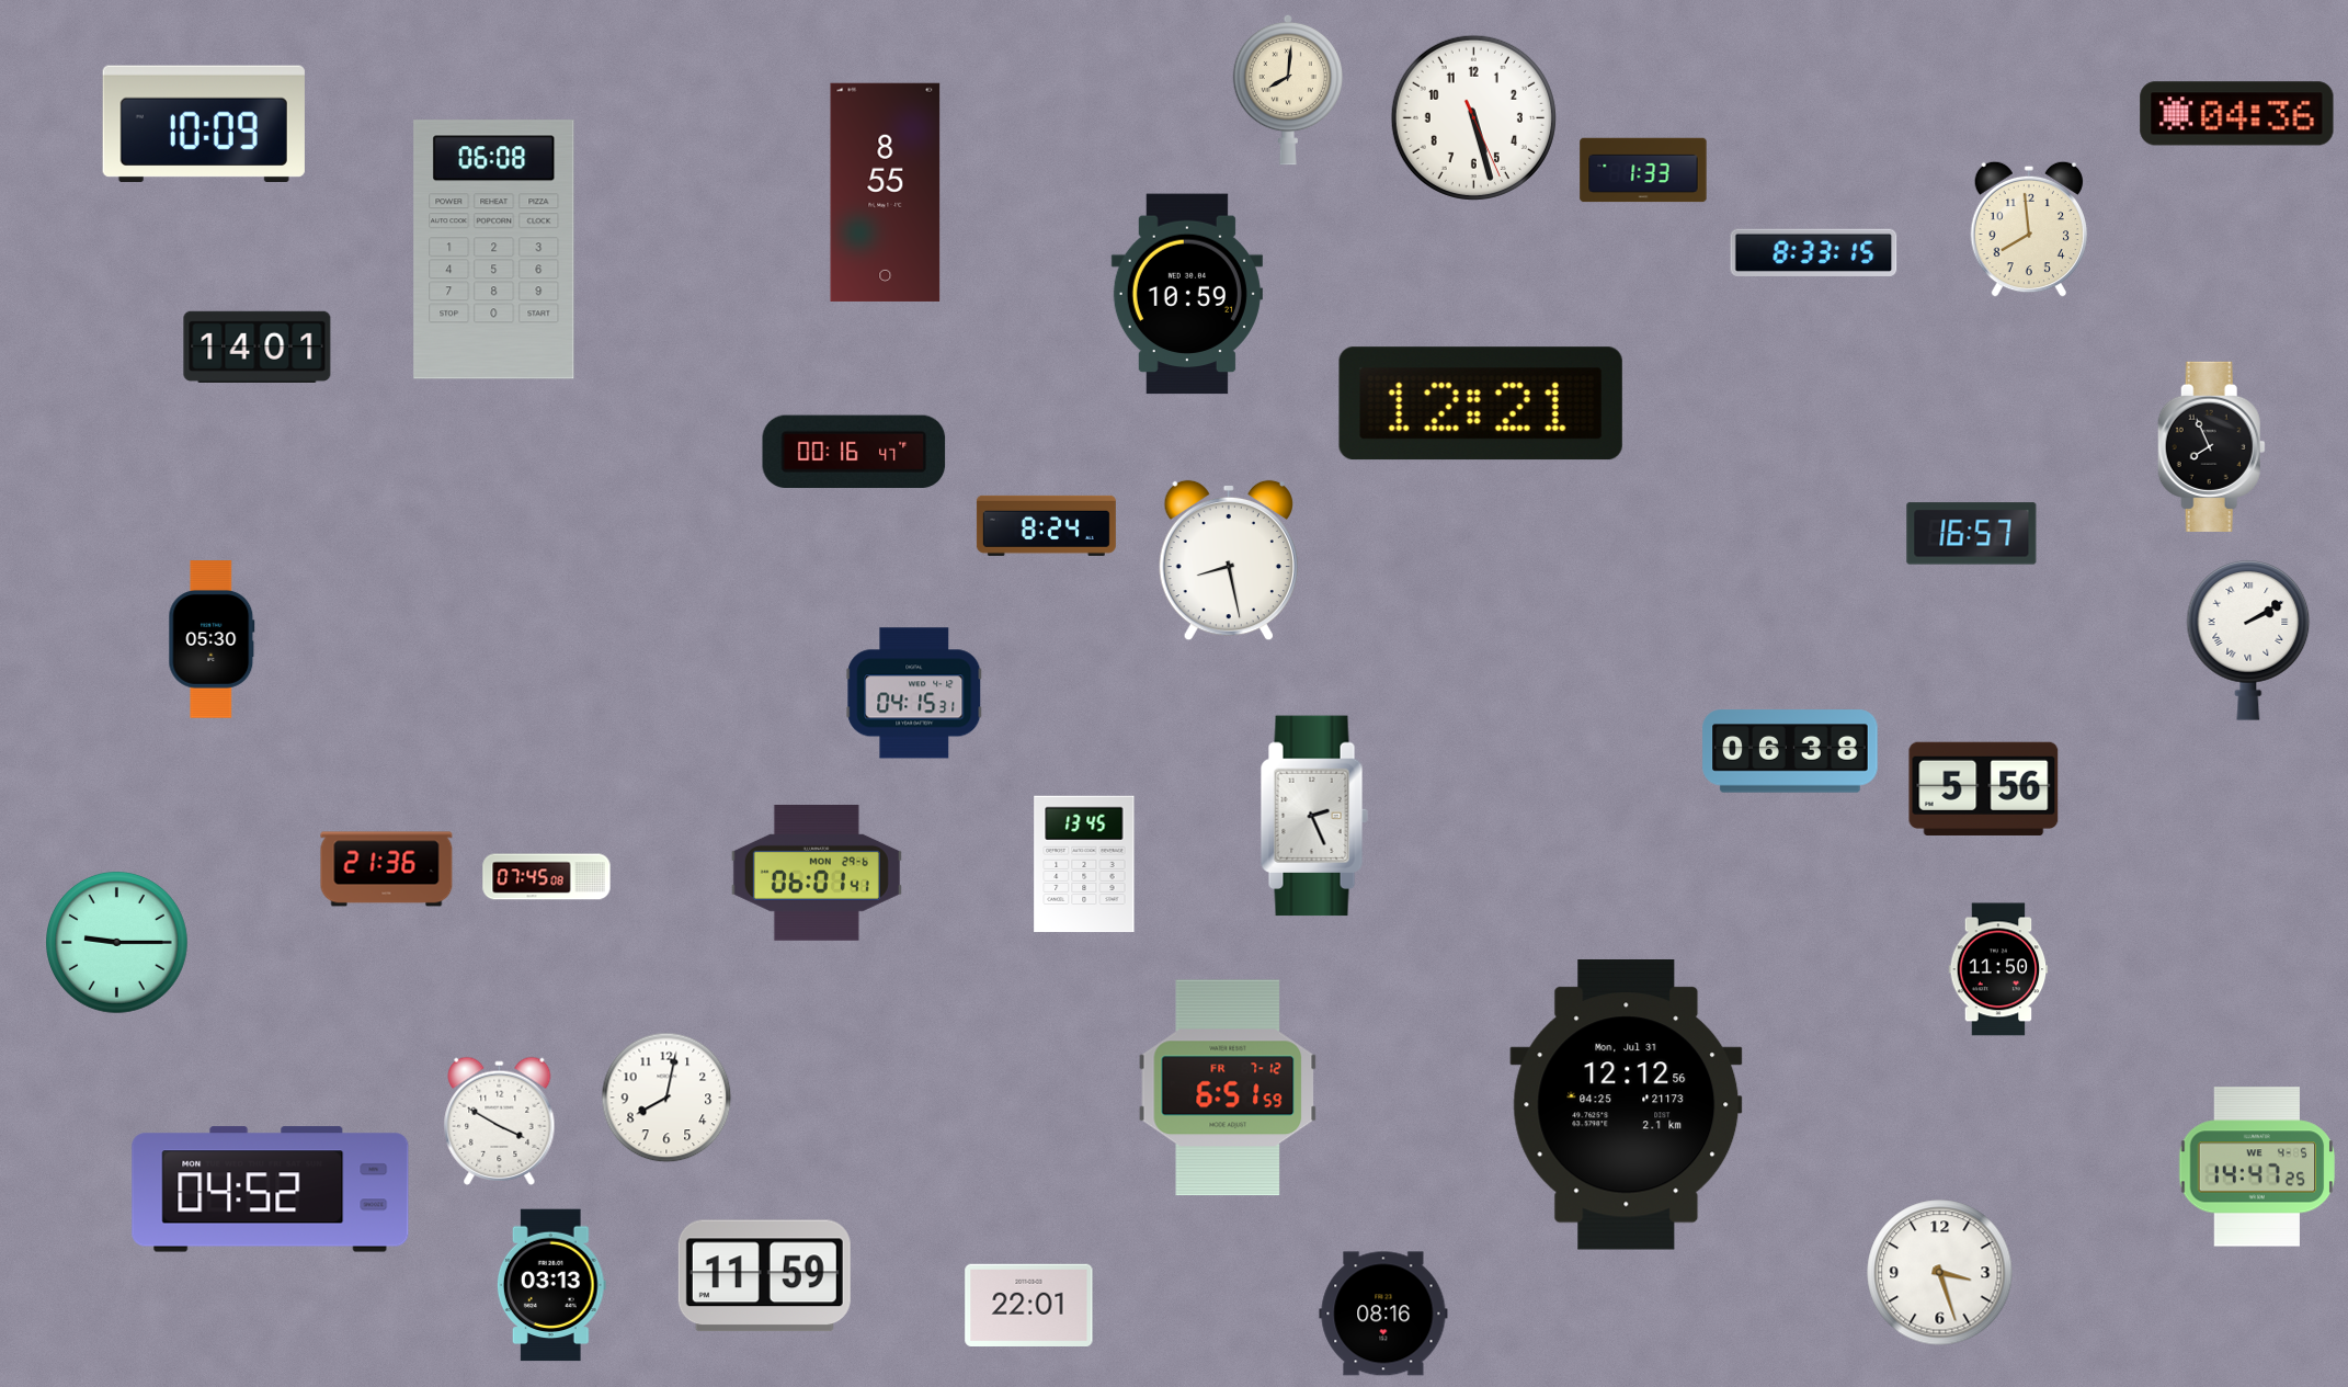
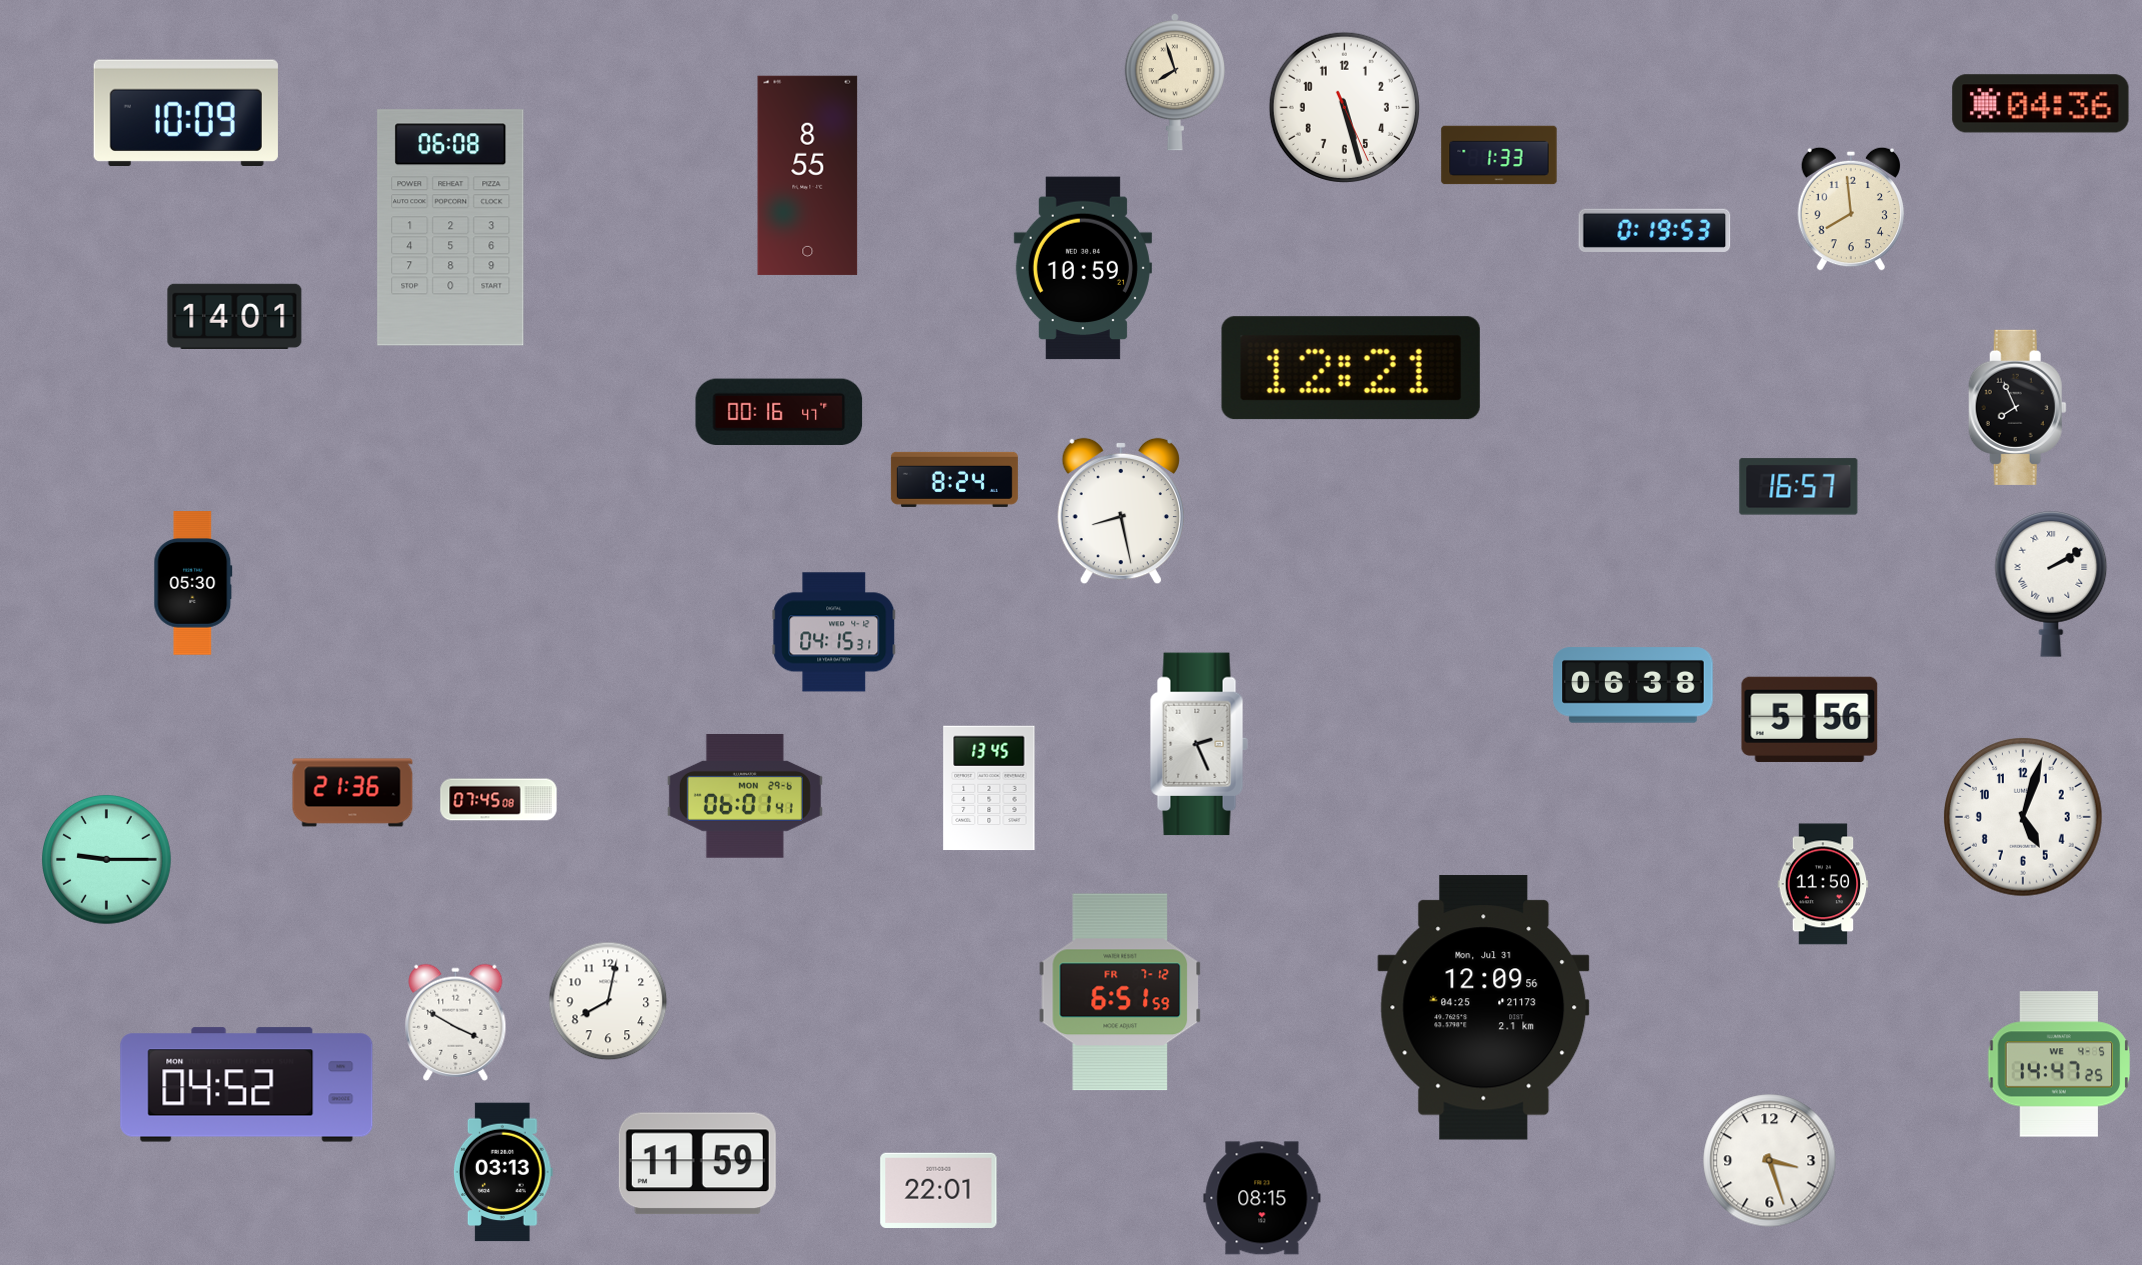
clock at (1288, 90): 8:01 -> 7:57
clock at (1814, 252): 8:33 -> 0:19
clock at (2023, 817): none -> 5:03
clock at (1627, 1105): 12:12 -> 12:09
clock at (1383, 1314): 08:16 -> 08:15
